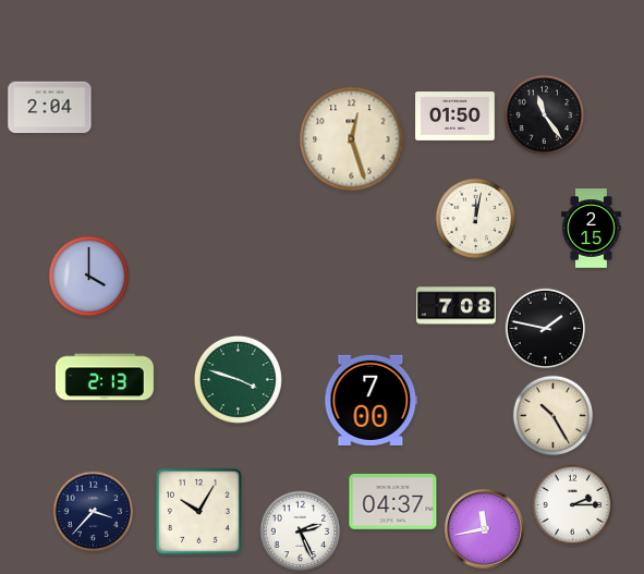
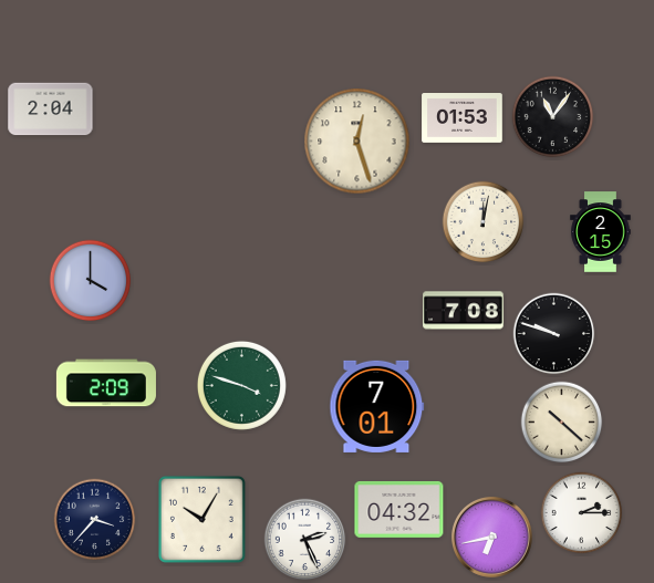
clock at (545, 115): 11:24 -> 11:06
clock at (455, 117): 01:50 -> 01:53
clock at (546, 329): 1:47 -> 9:48
clock at (105, 377): 2:13 -> 2:09
clock at (372, 400): 7:00 -> 7:01
clock at (554, 416): 10:25 -> 10:22
clock at (393, 502): 04:37 -> 04:32
clock at (484, 528): 11:43 -> 6:43
